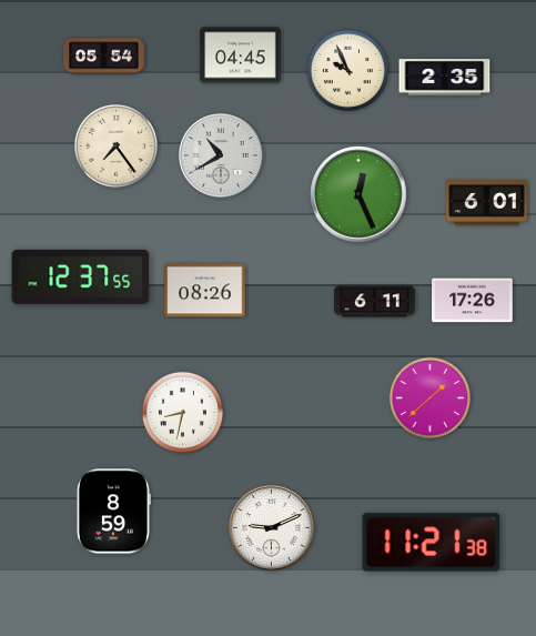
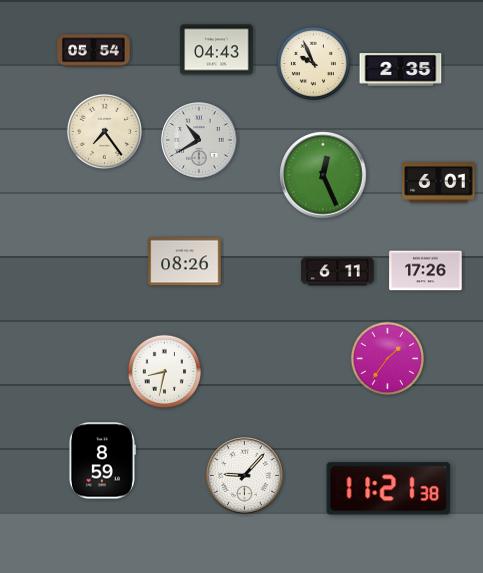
clock at (241, 55): 04:45 -> 04:43
clock at (81, 276): 12:37 -> none
clock at (429, 397): 1:38 -> 1:36
clock at (272, 528): 9:11 -> 9:07
